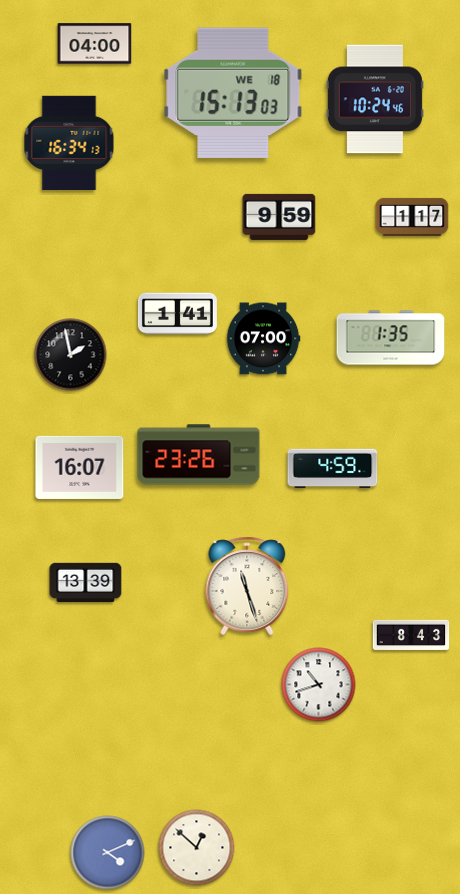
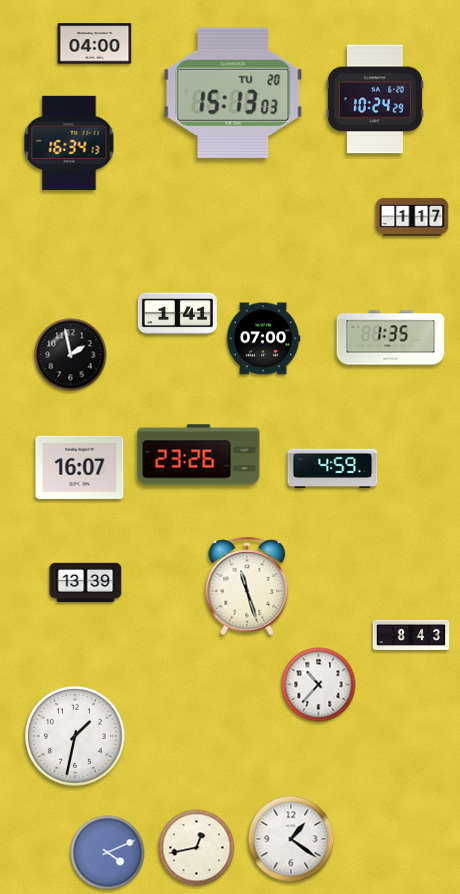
clock at (233, 93) date: WE 18 -> TU 20
clock at (375, 99): 10:24:46 -> 10:24:29
clock at (279, 217): 9:59 -> none
clock at (319, 685): 10:42 -> 10:37
clock at (76, 737): none -> 1:32
clock at (291, 839): none -> 1:21
clock at (197, 848): 12:52 -> 12:43
